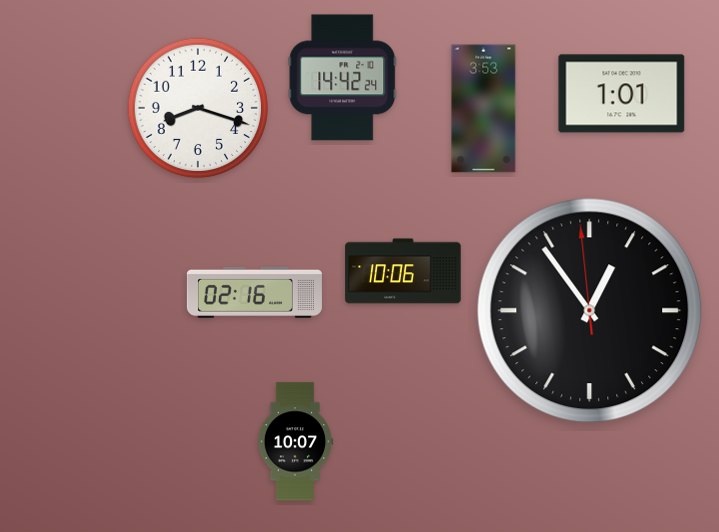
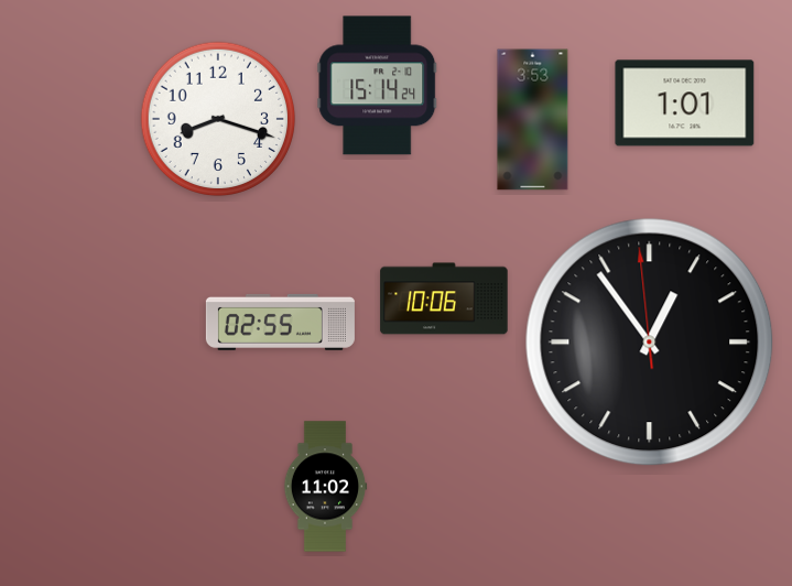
clock at (343, 78): 14:42 -> 15:14
clock at (254, 292): 02:16 -> 02:55
clock at (295, 442): 10:07 -> 11:02
